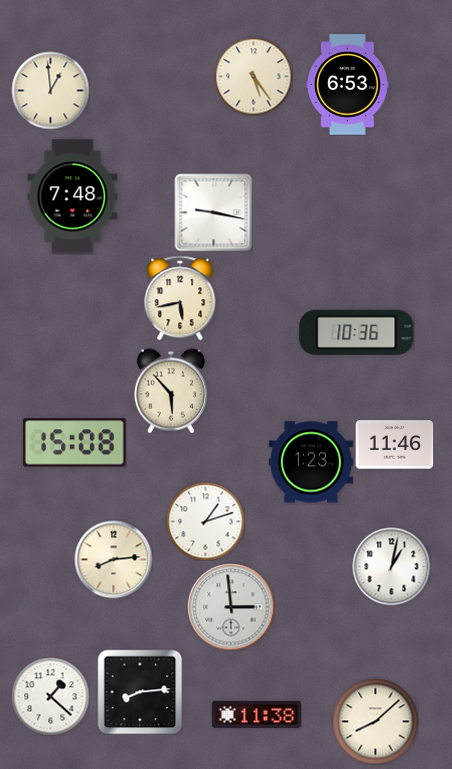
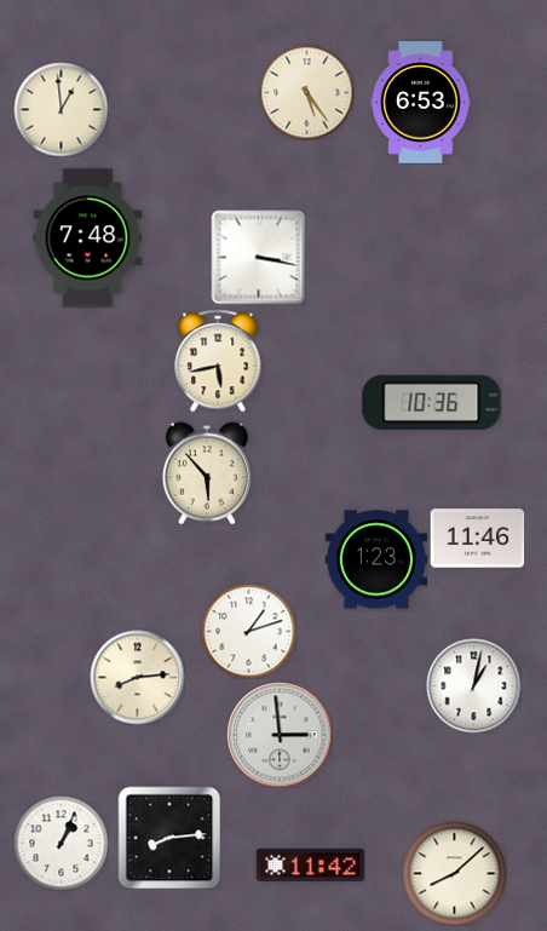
clock at (213, 212): 9:17 -> 3:17
clock at (75, 443): 15:08 -> none
clock at (50, 696): 1:22 -> 1:04
clock at (256, 714): 11:38 -> 11:42
